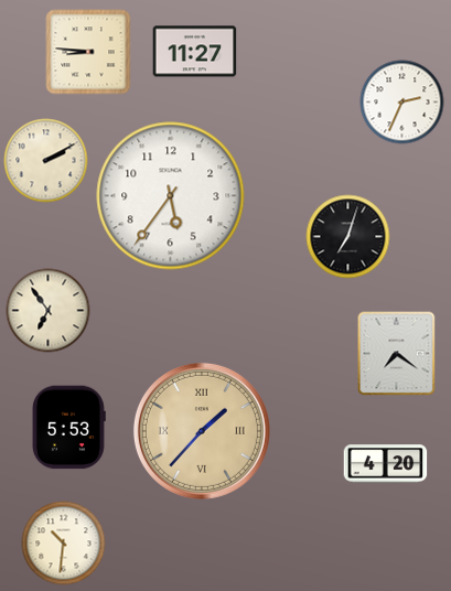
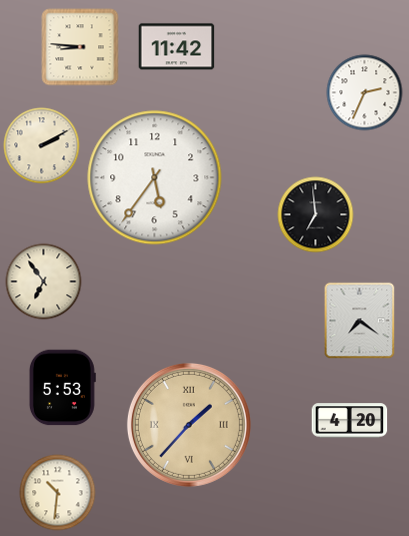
clock at (195, 52): 11:27 -> 11:42
clock at (348, 237): 7:03 -> 6:59
clock at (202, 431) position: (202, 431) -> (189, 425)
